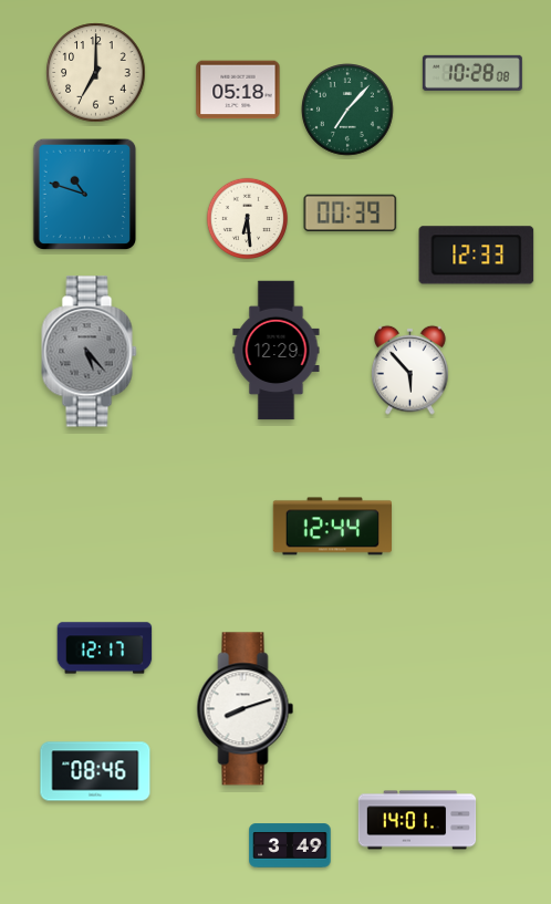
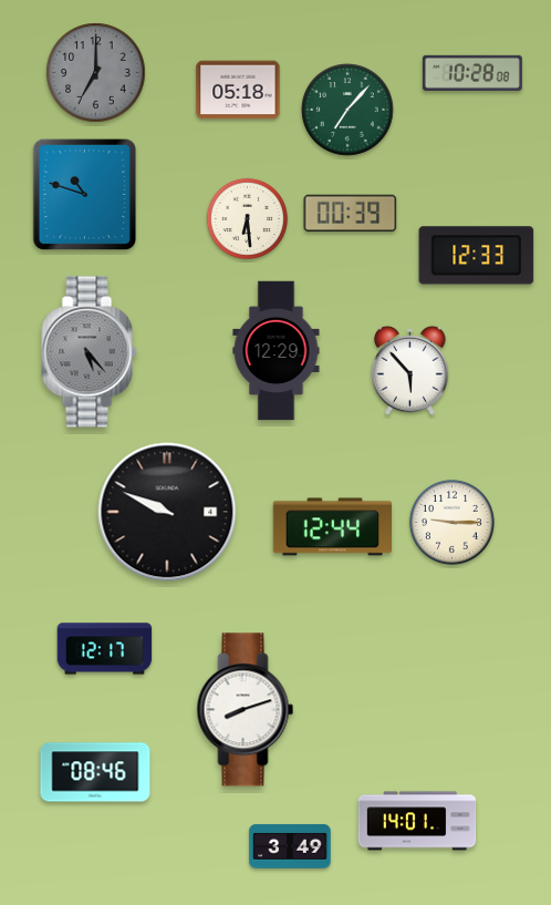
clock at (96, 73) dial: cream -> grey
clock at (167, 512): none -> 9:49
clock at (451, 522): none -> 9:15
